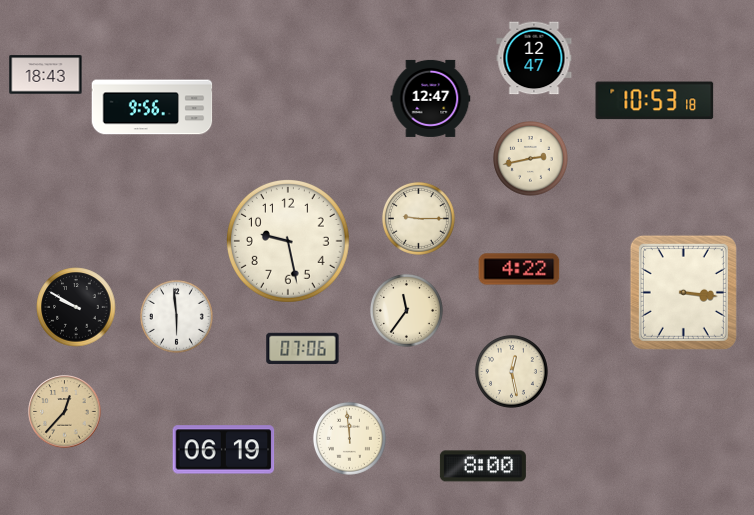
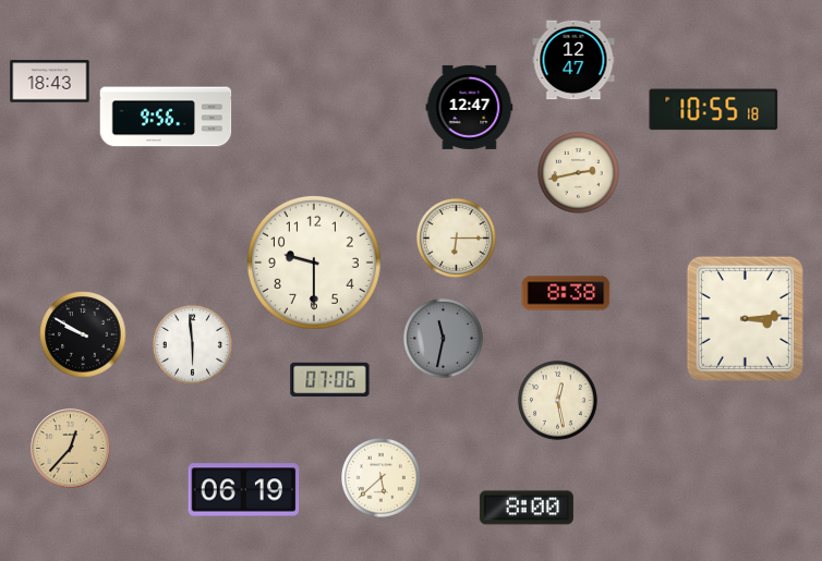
clock at (534, 58) position: (534, 58) -> (573, 60)
clock at (655, 101): 10:53 -> 10:55
clock at (418, 218): 9:15 -> 6:15
clock at (288, 241): 9:28 -> 9:30
clock at (519, 269): 4:22 -> 8:38
clock at (683, 292): 3:16 -> 3:14
clock at (406, 310): 11:36 -> 11:32
clock at (406, 310) dial: cream -> grey
clock at (511, 371) position: (511, 371) -> (557, 400)
clock at (349, 438): 11:59 -> 5:38
